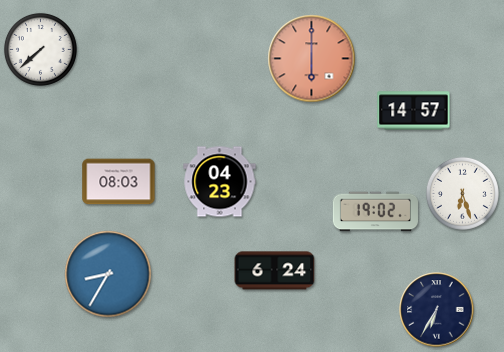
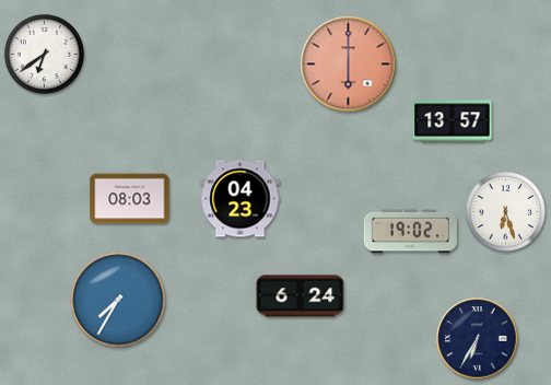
clock at (40, 49): 7:38 -> 6:39
clock at (312, 59) position: (312, 59) -> (349, 65)
clock at (414, 111): 14:57 -> 13:57
clock at (108, 274): 8:35 -> 7:35
